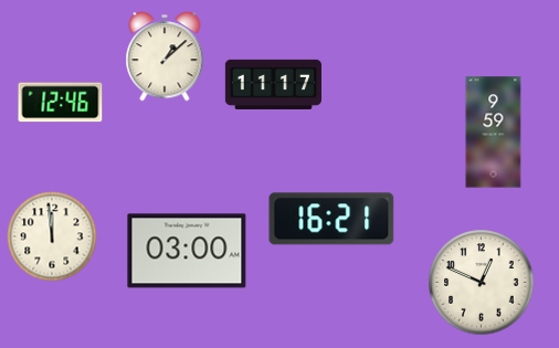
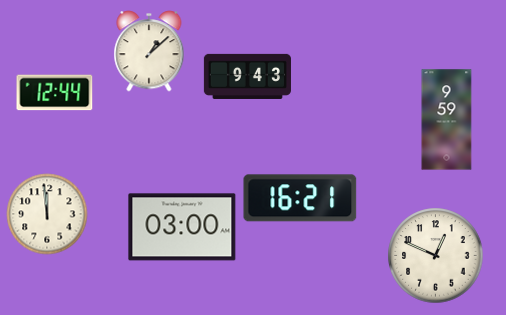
clock at (273, 84): 11:17 -> 9:43
clock at (61, 103): 12:46 -> 12:44
clock at (187, 251) position: (187, 251) -> (182, 227)
